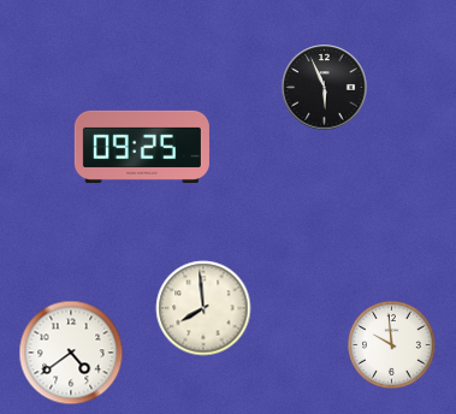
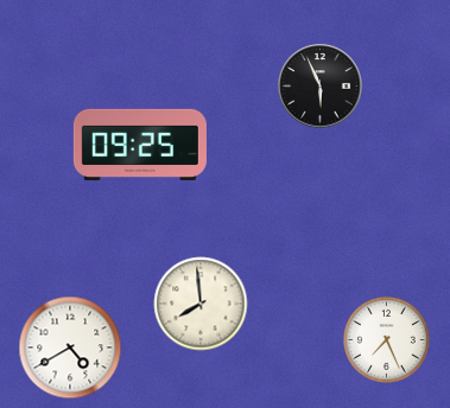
clock at (392, 345): 9:59 -> 7:26
clock at (71, 353): 4:39 -> 4:40
